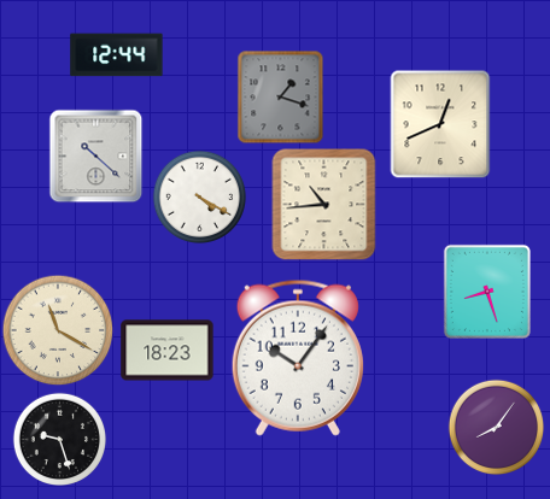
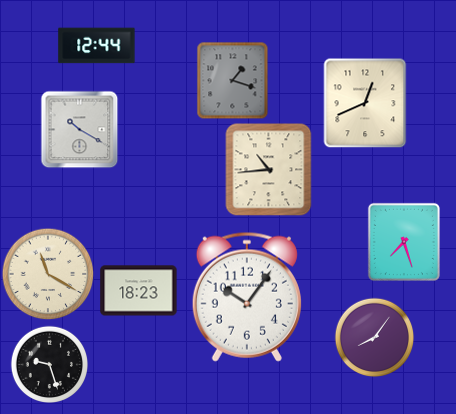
clock at (95, 155): 10:22 -> 10:20
clock at (199, 196): 4:20 -> none
clock at (487, 292): 8:27 -> 7:27
clock at (496, 427) position: (496, 427) -> (374, 337)
